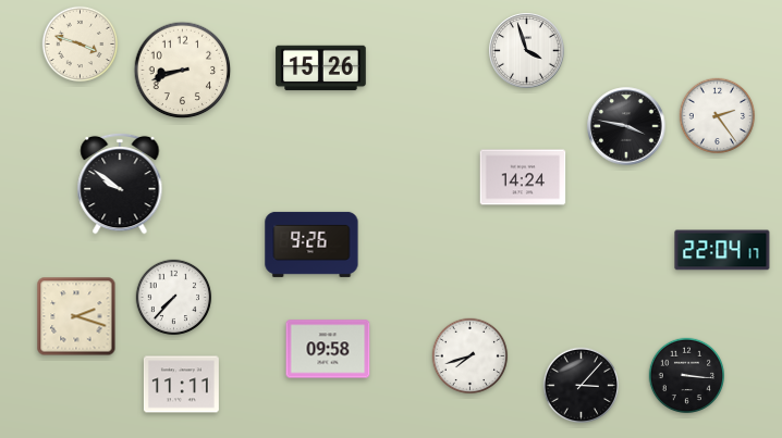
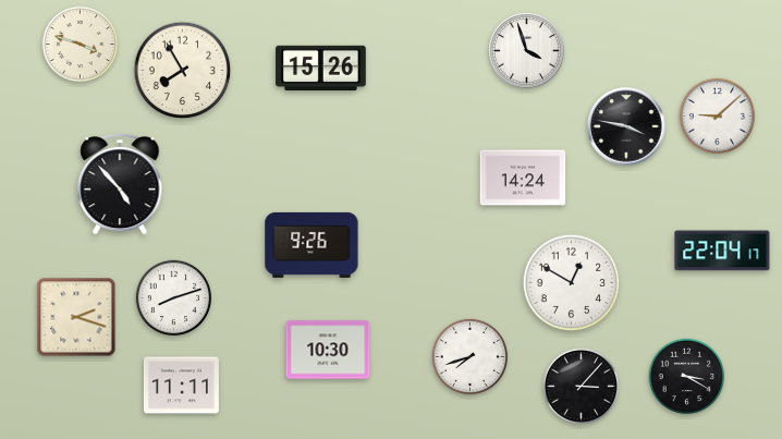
clock at (183, 71): 8:42 -> 7:55
clock at (718, 116): 2:24 -> 9:08
clock at (120, 184): 9:51 -> 4:53
clock at (572, 283): none -> 12:50
clock at (174, 298): 7:37 -> 8:12
clock at (328, 349): 09:58 -> 10:30
clock at (687, 376): 3:16 -> 3:20
